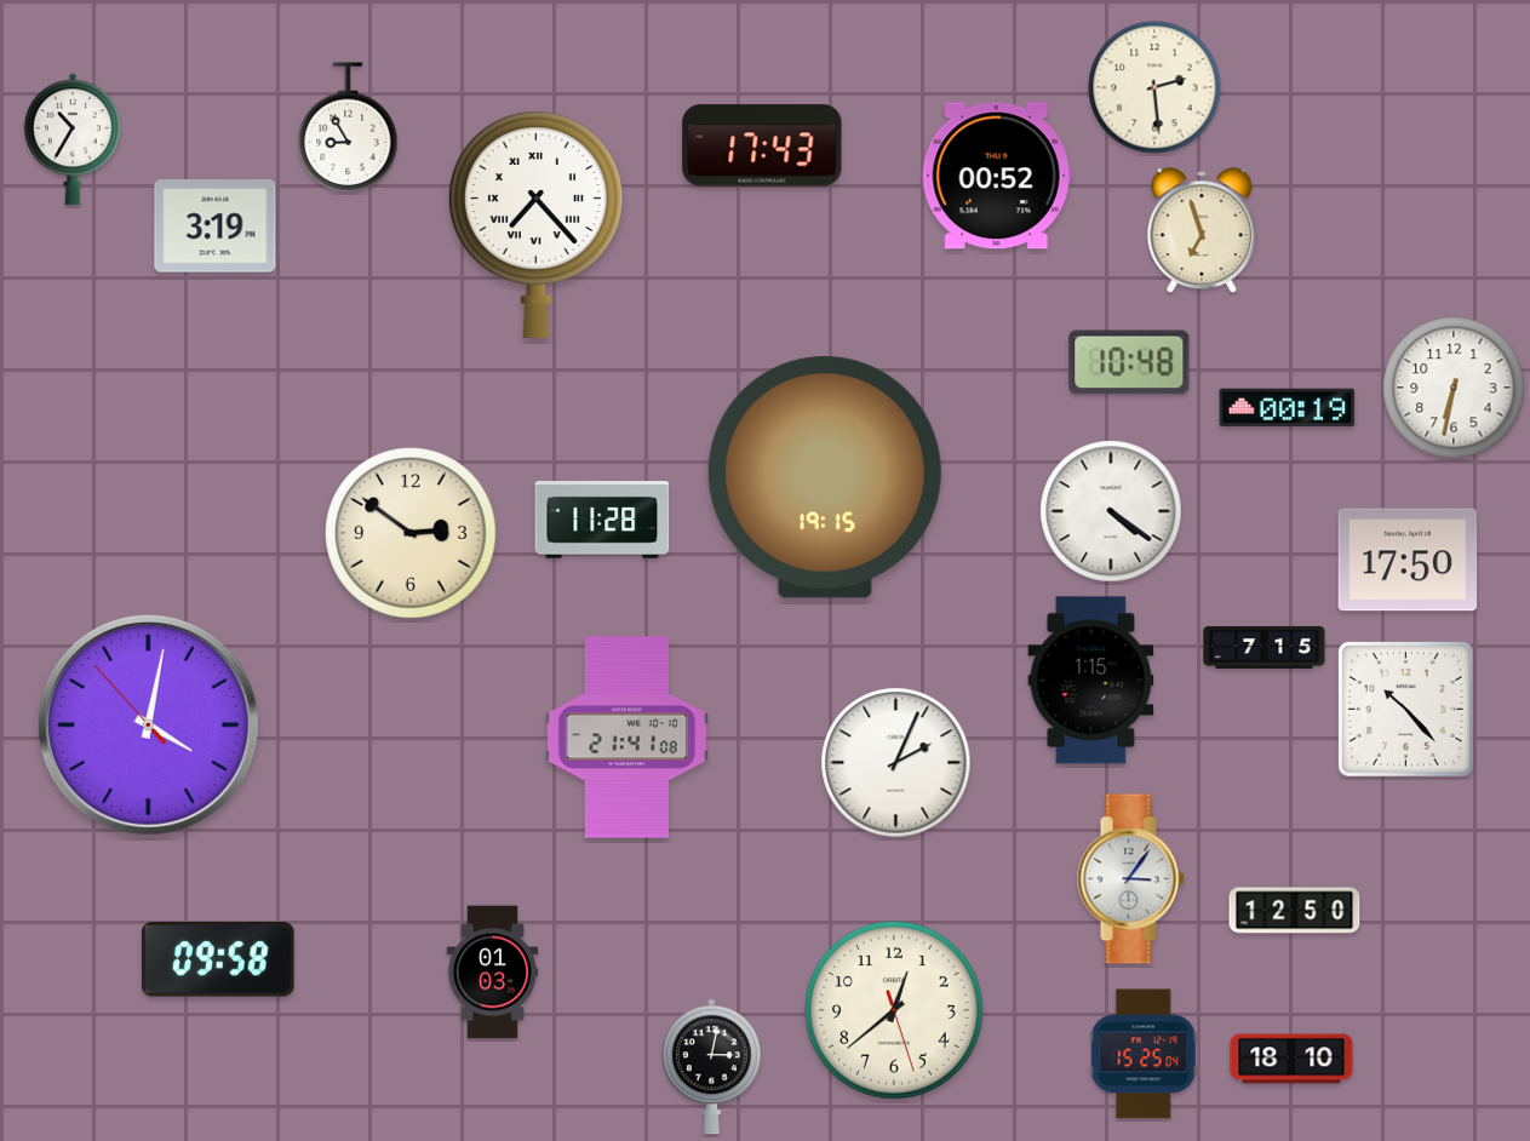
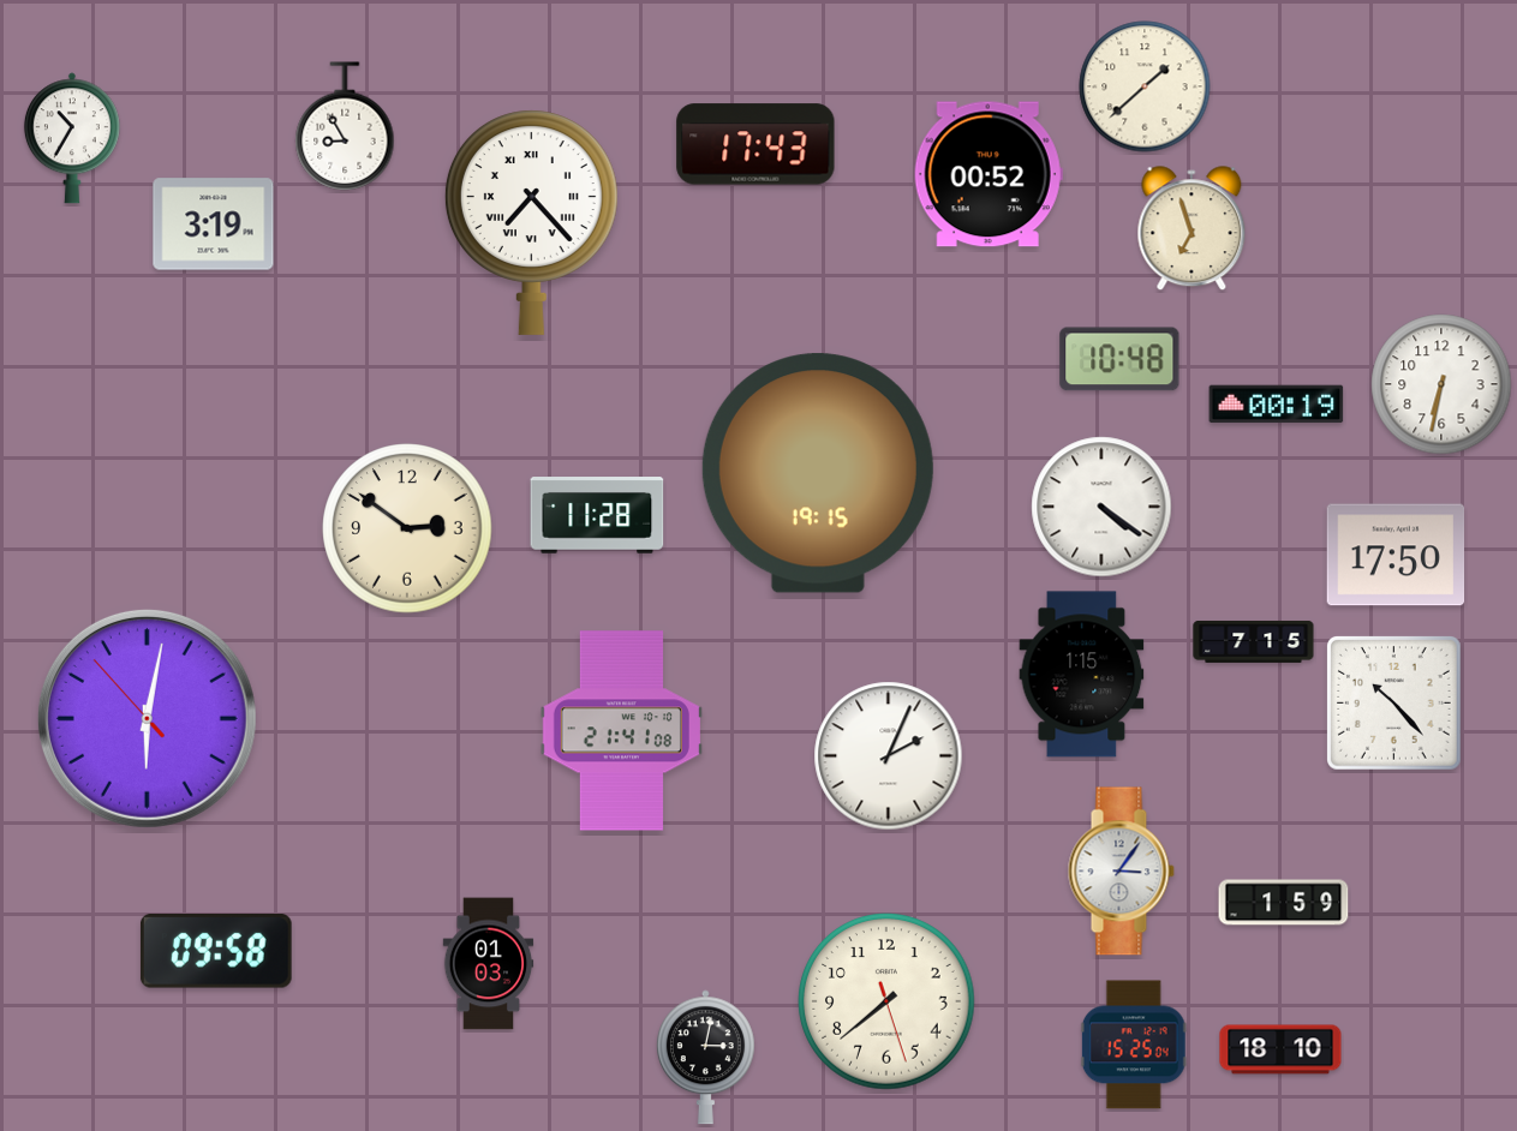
clock at (1154, 87): 2:29 -> 1:38
clock at (148, 724): 4:01 -> 6:01
clock at (1295, 911): 12:50 -> 1:59
clock at (894, 1010): 12:38 -> 7:38
